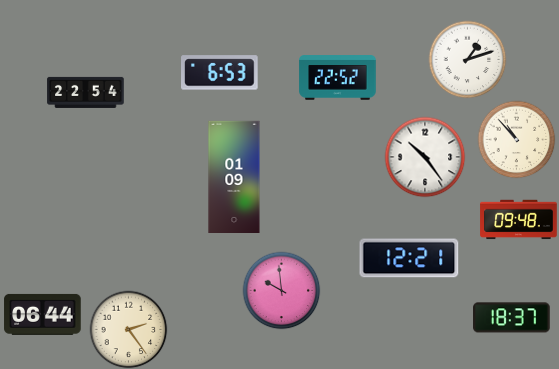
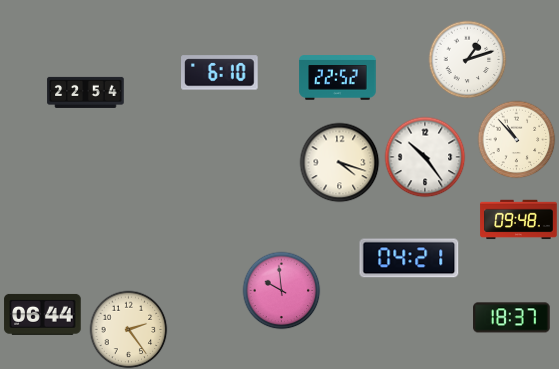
clock at (220, 73): 6:53 -> 6:10
clock at (339, 162): none -> 4:18
clock at (234, 176): 01:09 -> none
clock at (409, 258): 12:21 -> 04:21
